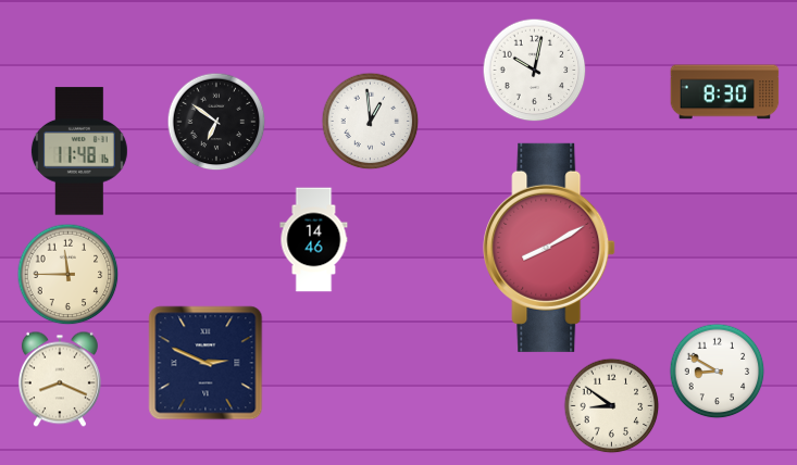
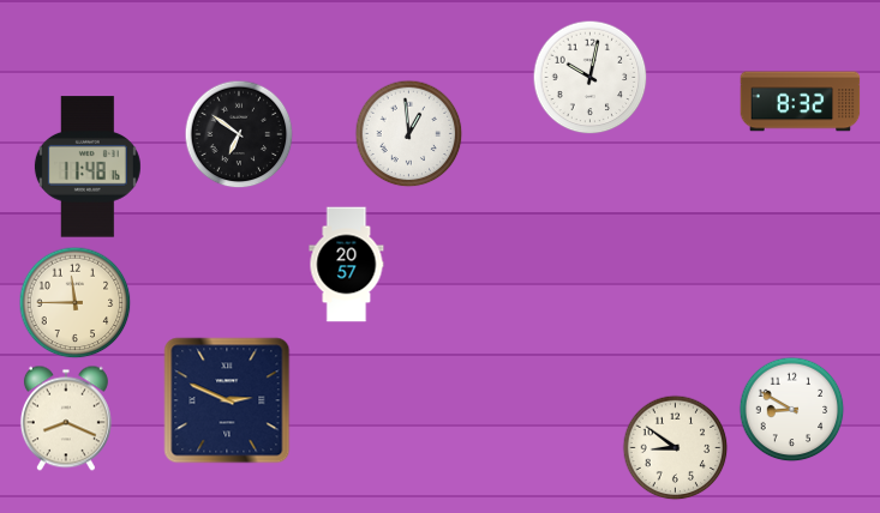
clock at (725, 92): 8:30 -> 8:32
clock at (314, 240): 14:46 -> 20:57
clock at (549, 248): 8:10 -> none
